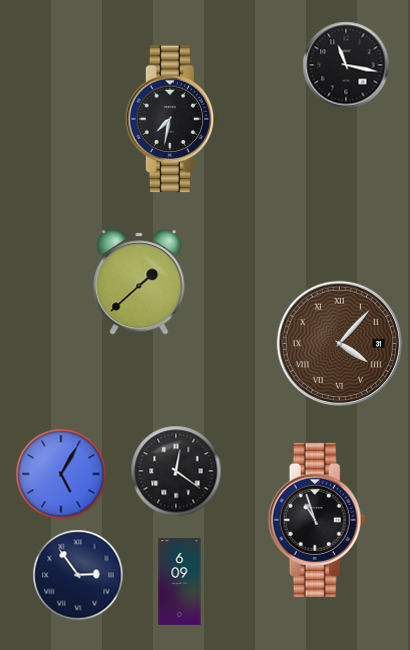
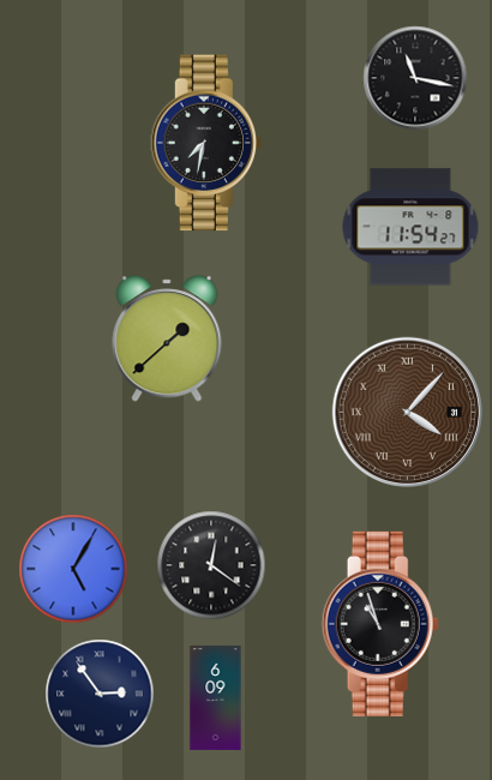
clock at (410, 227): none -> 11:54
clock at (78, 575) position: (78, 575) -> (100, 694)
